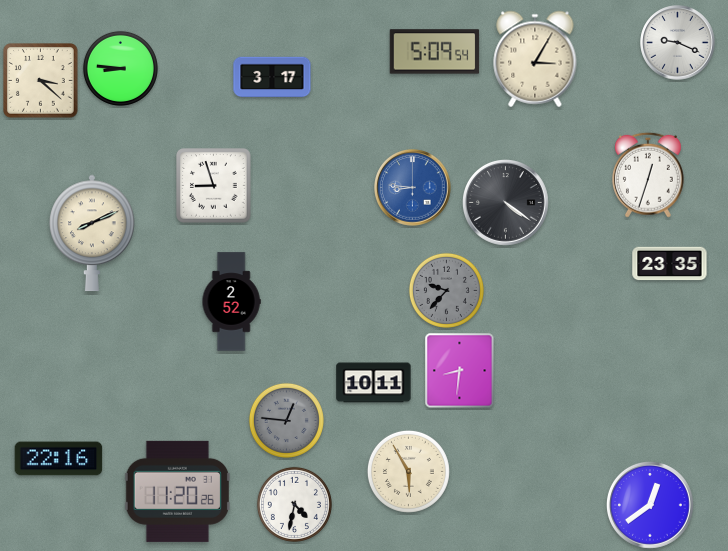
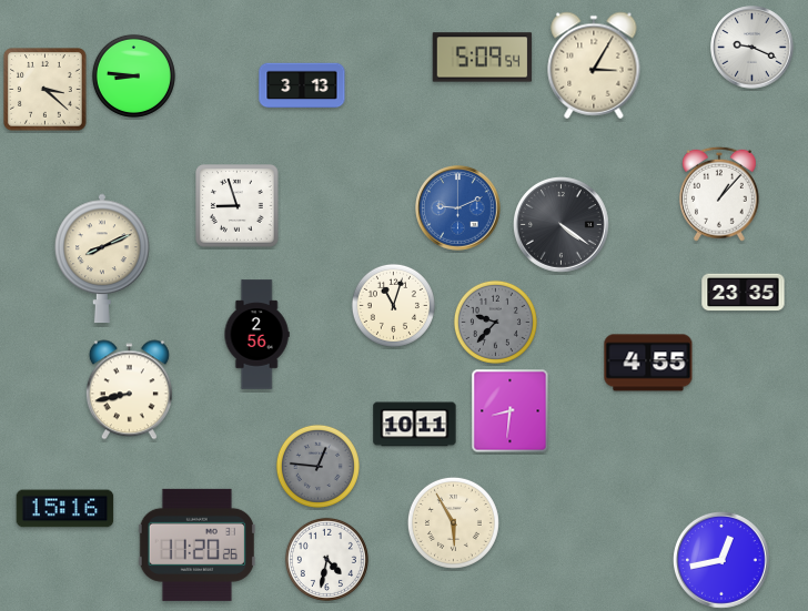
clock at (272, 77): 3:17 -> 3:13
clock at (648, 175): 12:33 -> 1:07
clock at (413, 188): 8:46 -> 9:11
clock at (393, 305): none -> 11:03
clock at (231, 302): 2:52 -> 2:56
clock at (648, 363): none -> 4:55
clock at (129, 390): none -> 8:43
clock at (59, 459): 22:16 -> 15:16
clock at (650, 506): 12:39 -> 12:43
